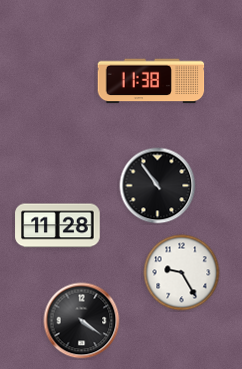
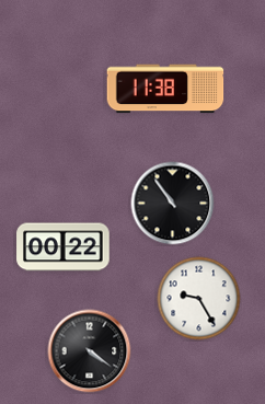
clock at (58, 226): 11:28 -> 00:22
